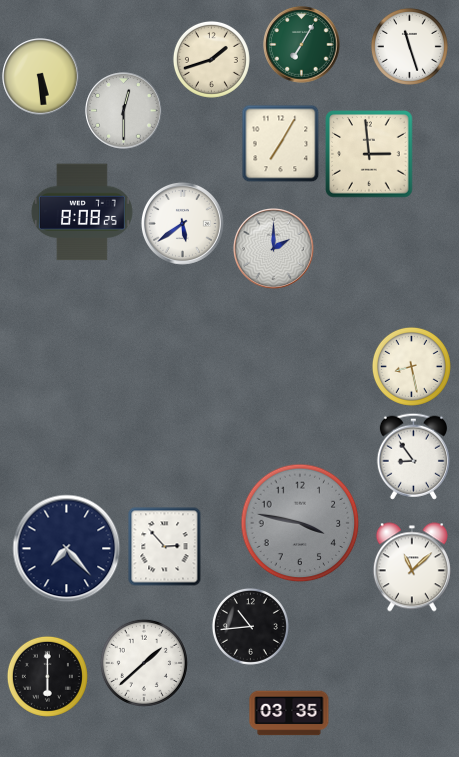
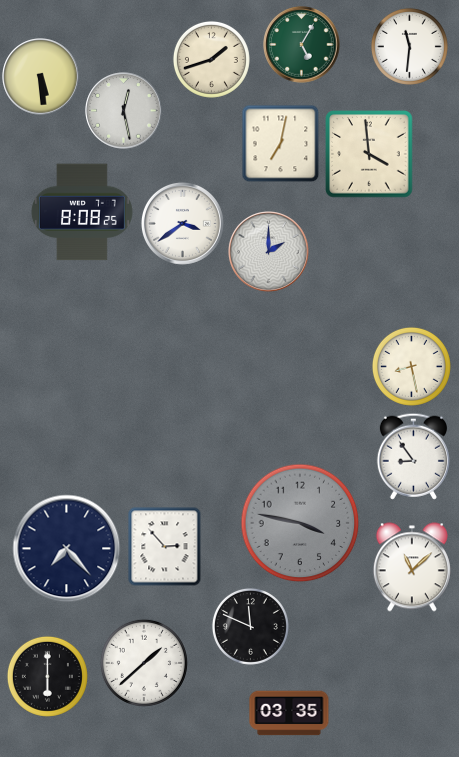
clock at (302, 45): 7:05 -> 5:05
clock at (409, 46): 11:27 -> 11:31
clock at (124, 111): 12:30 -> 12:28
clock at (280, 143): 7:05 -> 7:02
clock at (369, 154): 2:59 -> 3:59
clock at (182, 223): 5:39 -> 3:39
clock at (274, 249) position: (274, 249) -> (269, 252)
clock at (250, 626): 10:44 -> 11:49
